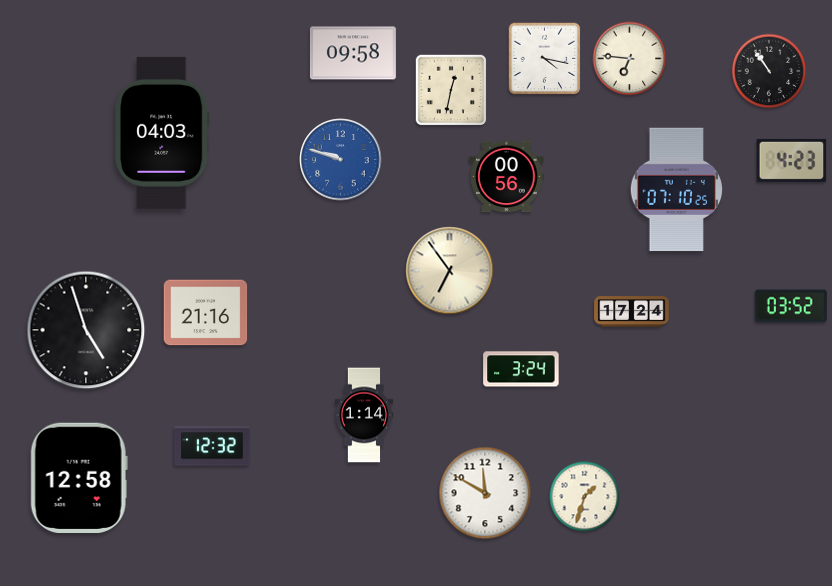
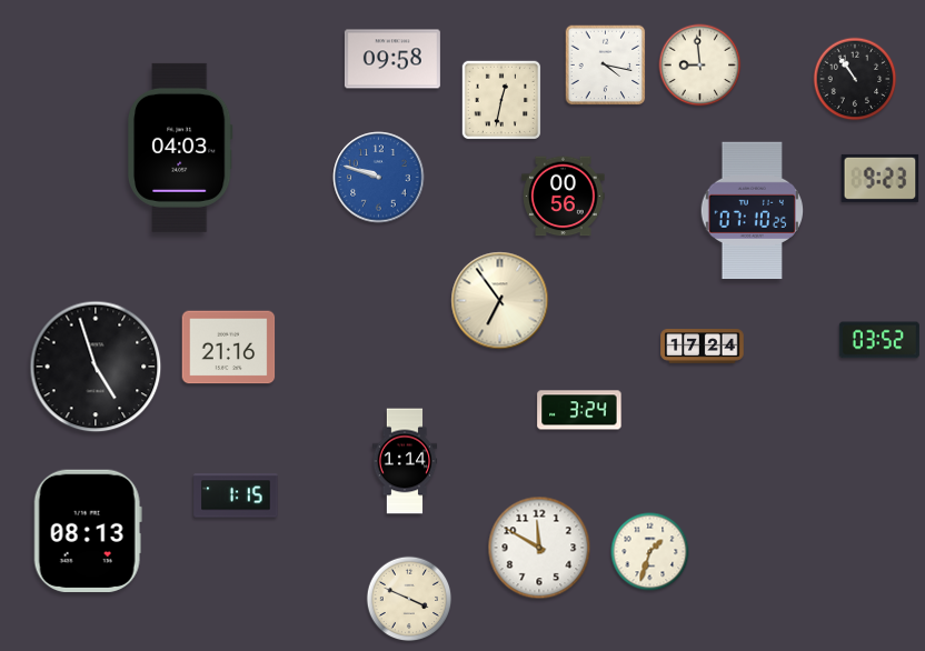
clock at (630, 59): 6:46 -> 8:59
clock at (792, 160): 4:23 -> 9:23
clock at (212, 446): 12:32 -> 1:15
clock at (79, 477): 12:58 -> 08:13
clock at (409, 599): none -> 3:49
